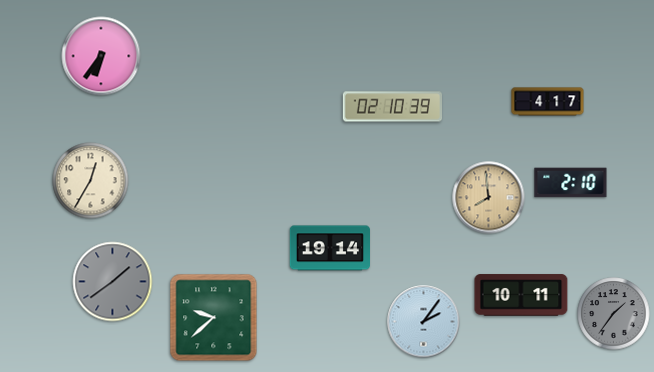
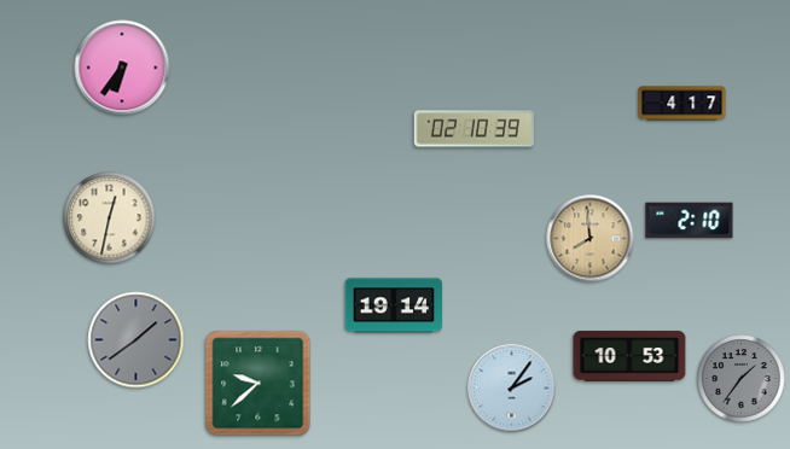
clock at (548, 102) position: (548, 102) -> (682, 104)
clock at (91, 181): 12:35 -> 12:32
clock at (329, 248) position: (329, 248) -> (393, 305)
clock at (521, 295): 10:11 -> 10:53
